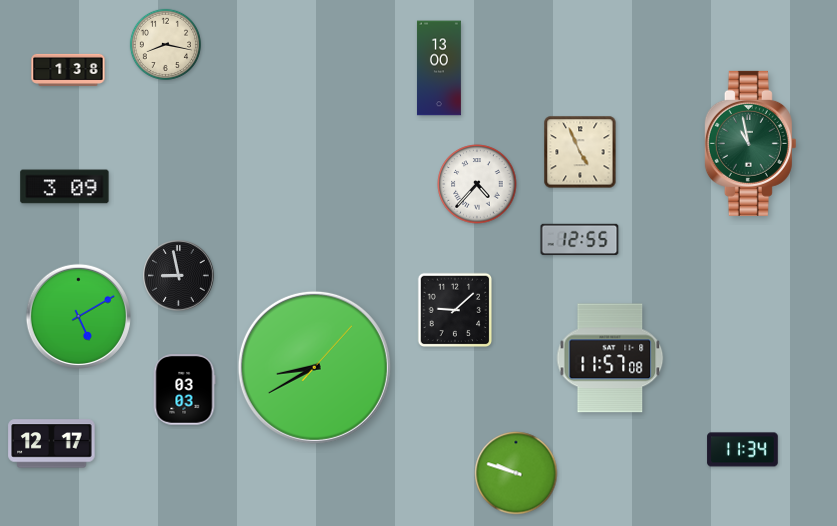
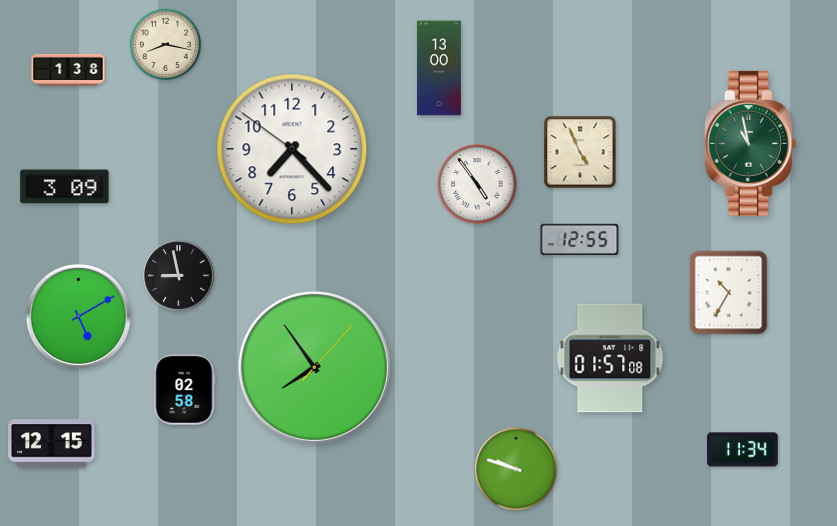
clock at (292, 149): none -> 7:22
clock at (477, 184): 4:37 -> 4:54
clock at (729, 293): none -> 10:35
clock at (455, 310): 9:08 -> none
clock at (610, 358): 11:57 -> 01:57
clock at (314, 367): 8:40 -> 7:54
clock at (184, 390): 03:03 -> 02:58
clock at (52, 444): 12:17 -> 12:15
clock at (516, 473) position: (516, 473) -> (516, 469)
